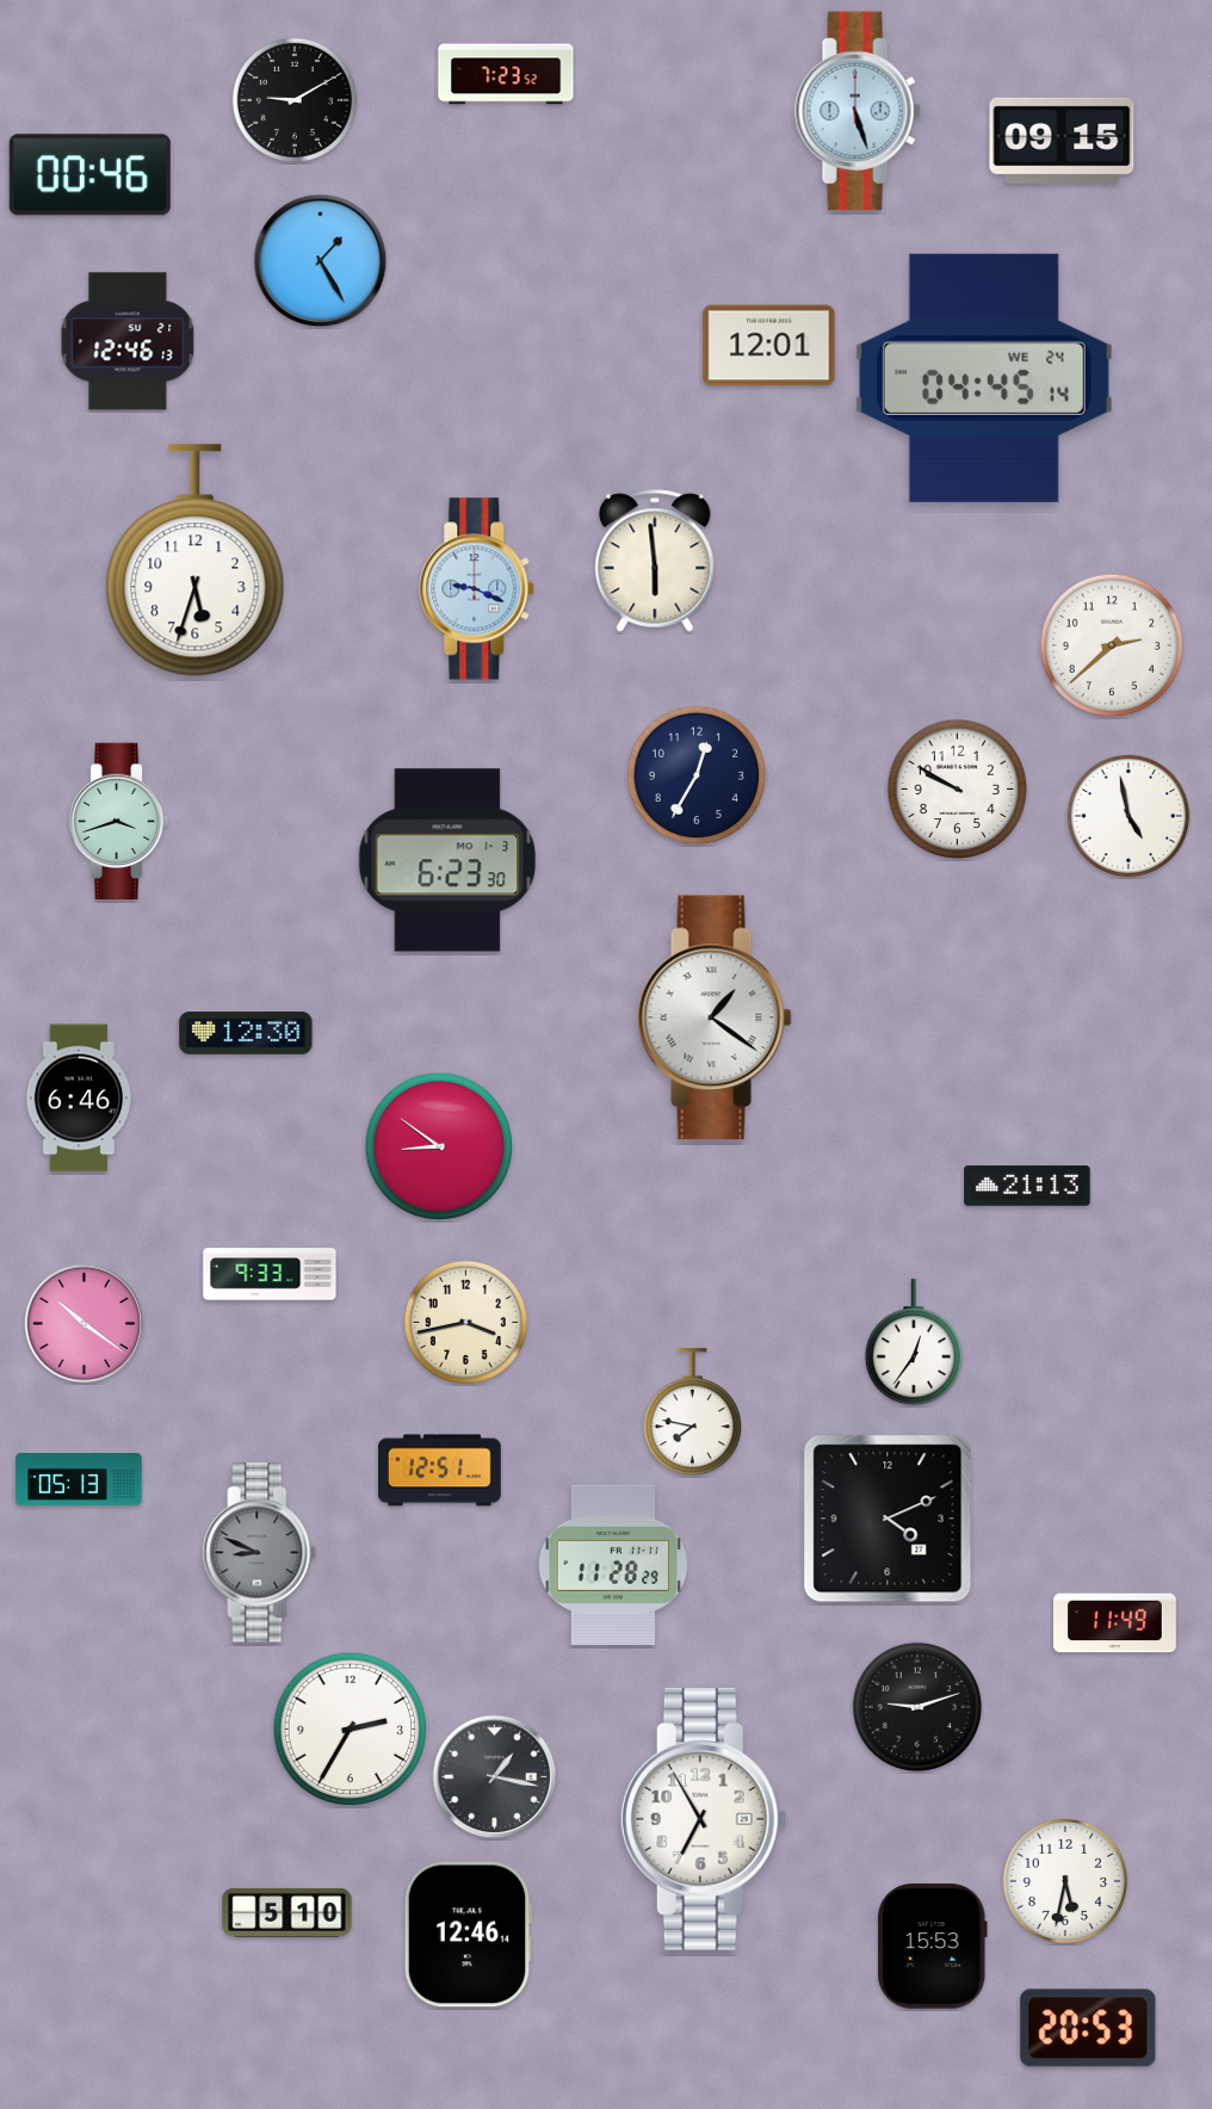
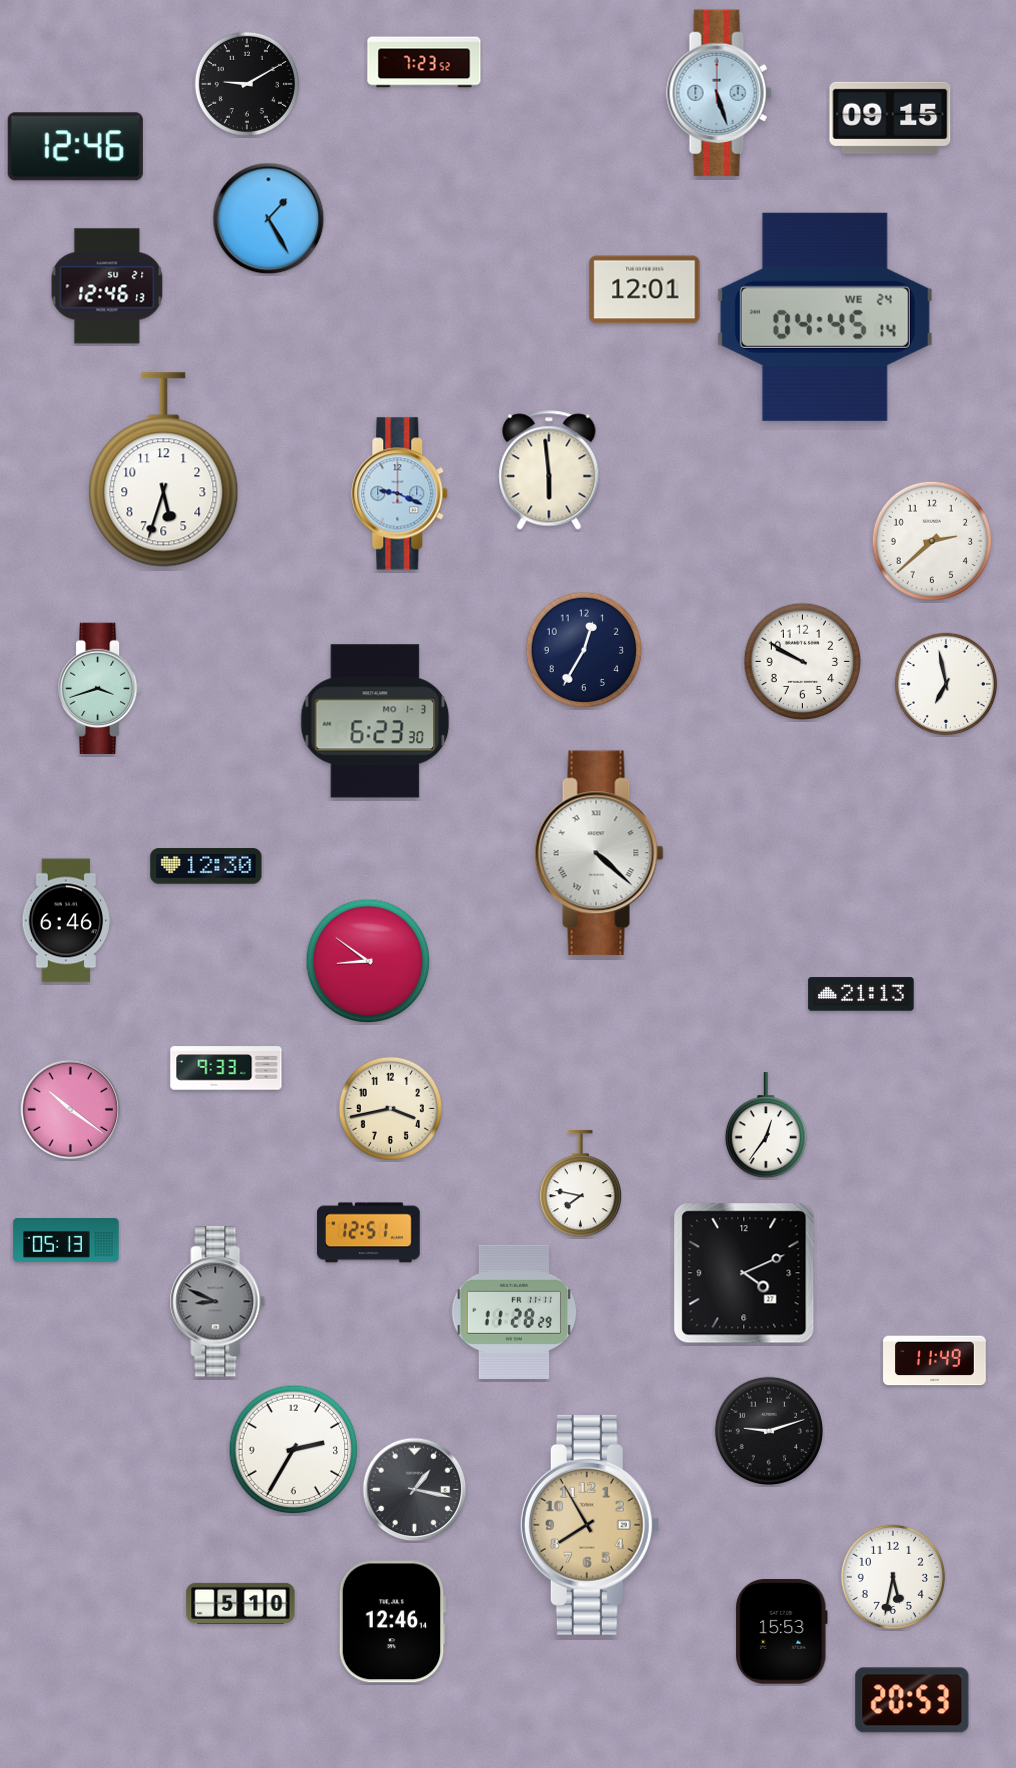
clock at (89, 175): 00:46 -> 12:46
clock at (1128, 816): 4:58 -> 6:58
clock at (715, 1018): 1:21 -> 4:22
clock at (704, 1819): 6:55 -> 7:55
clock at (704, 1819) dial: white -> champagne
